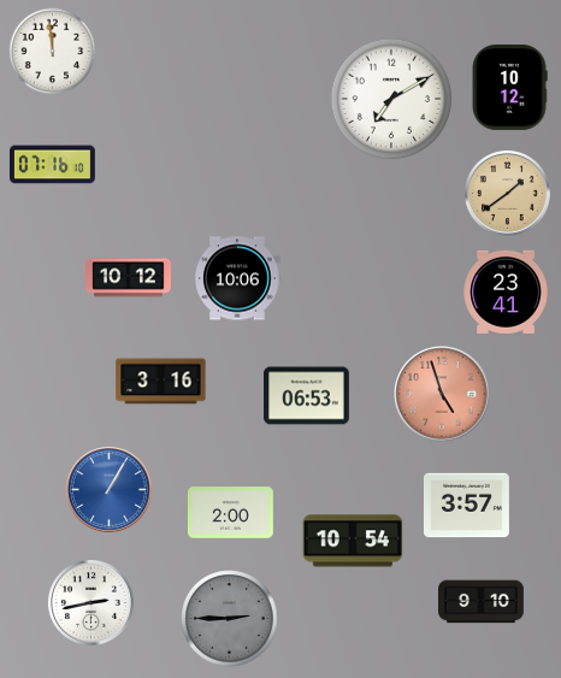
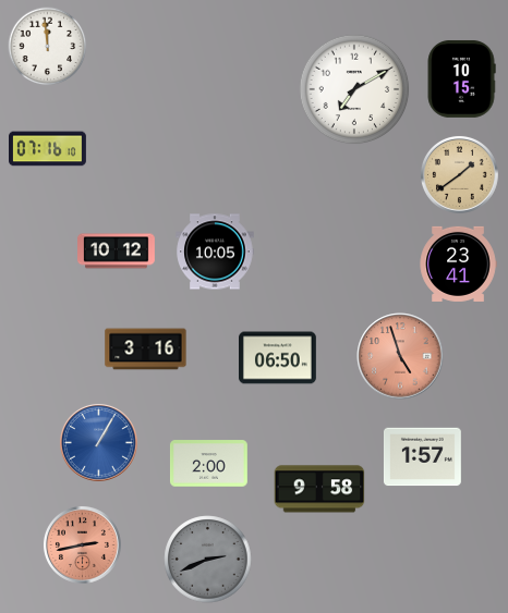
clock at (509, 87): 10:12 -> 10:15
clock at (237, 278): 10:06 -> 10:05
clock at (161, 382) position: (161, 382) -> (146, 350)
clock at (307, 396): 06:53 -> 06:50
clock at (466, 506): 3:57 -> 1:57
clock at (353, 541): 10:54 -> 9:58
clock at (90, 602) dial: white -> salmon
clock at (482, 602): 9:10 -> none
clock at (230, 619): 2:45 -> 2:41
